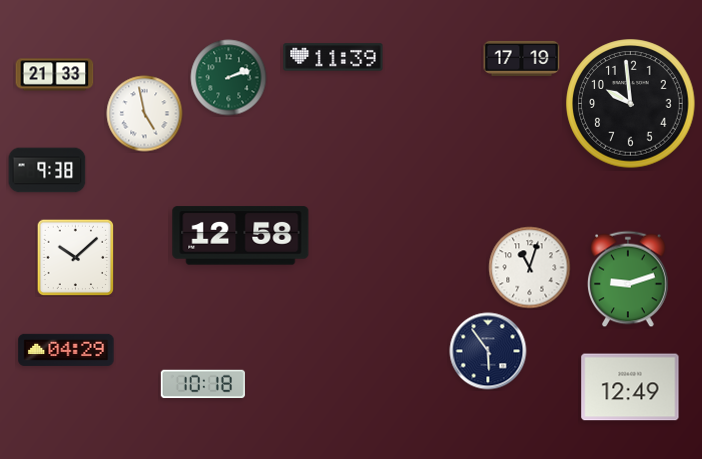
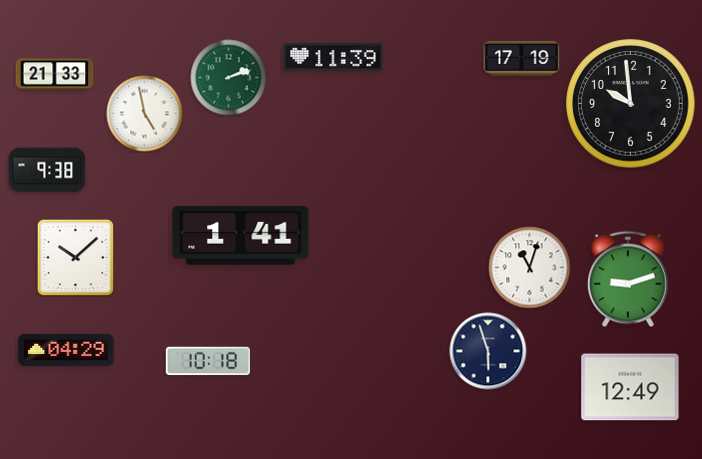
clock at (241, 236): 12:58 -> 1:41
clock at (488, 351): 5:54 -> 5:57
clock at (203, 384) position: (203, 384) -> (208, 361)
